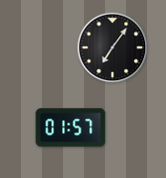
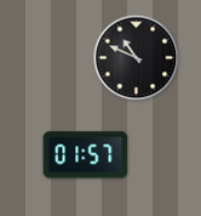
clock at (113, 48): 7:06 -> 10:49
